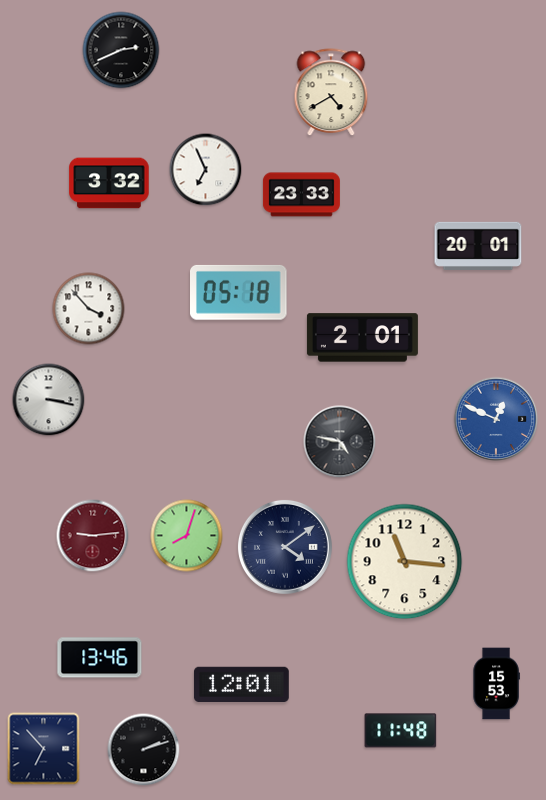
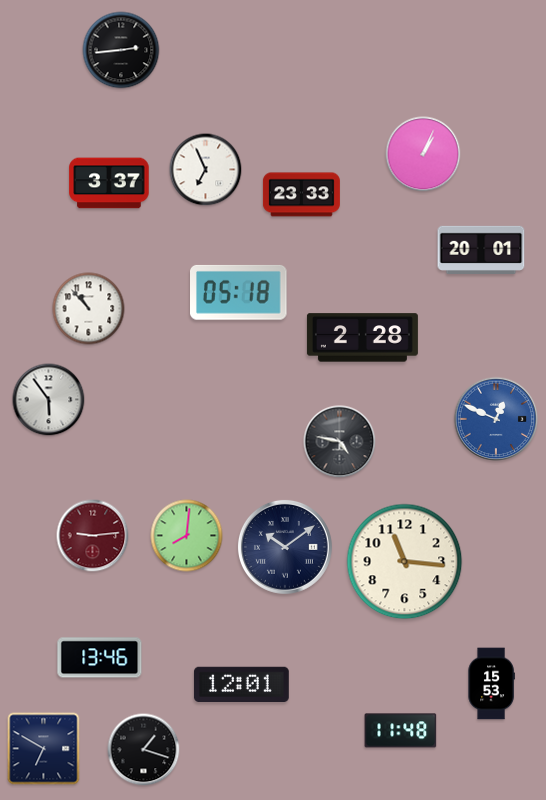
clock at (121, 50): 2:41 -> 2:44
clock at (331, 93): 4:40 -> none
clock at (423, 154): none -> 1:04
clock at (109, 183): 3:32 -> 3:37
clock at (478, 246) position: (478, 246) -> (481, 250)
clock at (89, 309): 3:53 -> 10:53
clock at (362, 338): 2:01 -> 2:28
clock at (49, 400): 3:17 -> 5:54
clock at (187, 536): 8:03 -> 8:01
clock at (285, 547): 4:09 -> 10:09
clock at (496, 684) position: (496, 684) -> (491, 684)
clock at (44, 749): 6:53 -> 6:50
clock at (144, 750): 2:12 -> 1:18
